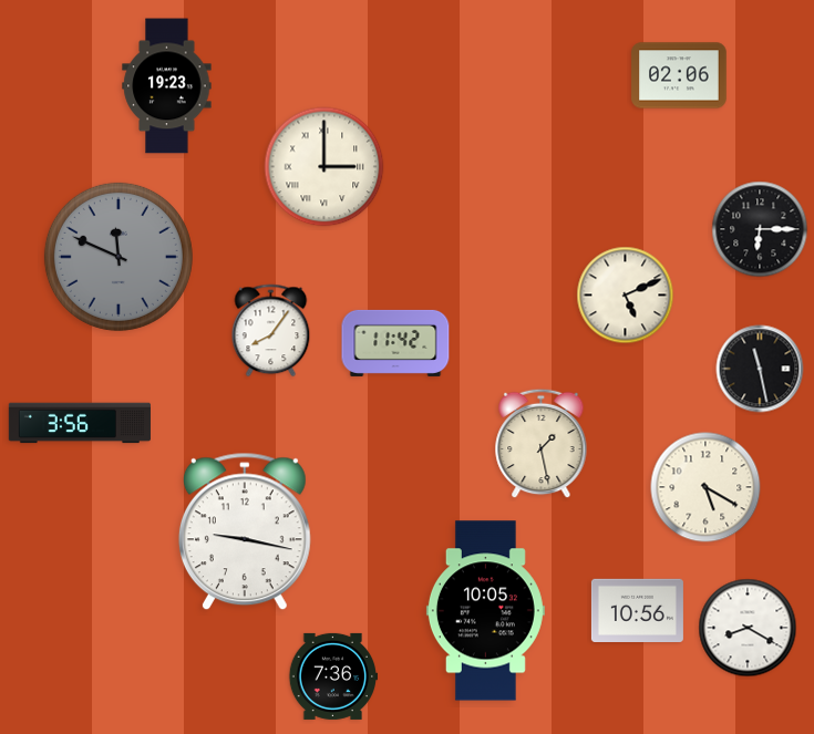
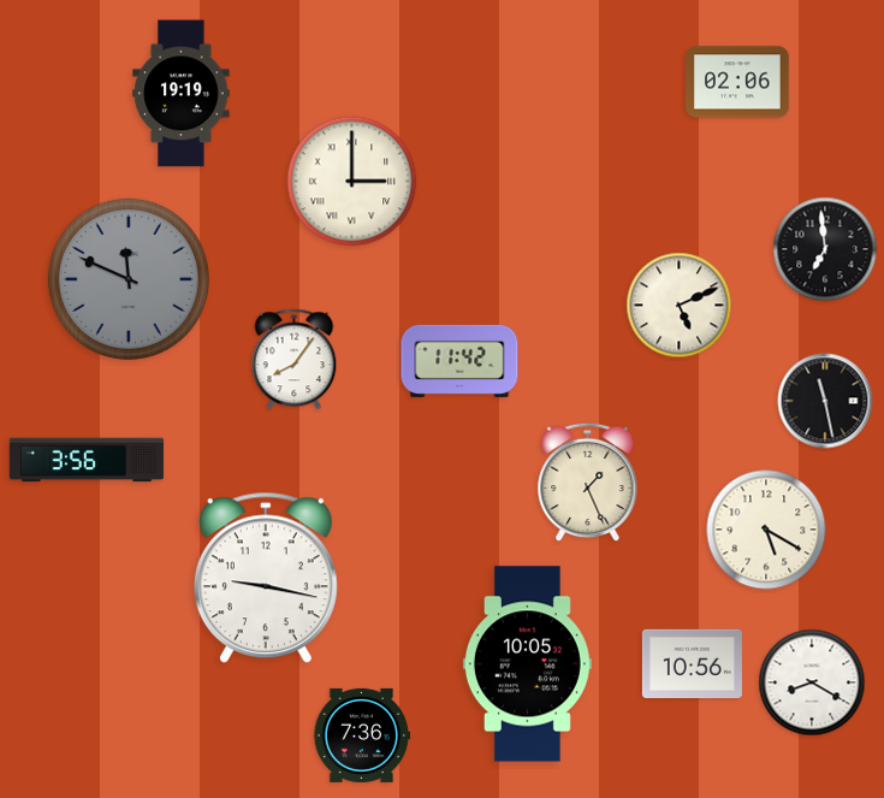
clock at (167, 86): 19:23 -> 19:19
clock at (760, 229): 6:15 -> 6:59
clock at (626, 296) position: (626, 296) -> (680, 306)
clock at (395, 343) position: (395, 343) -> (459, 361)
clock at (542, 444): 1:28 -> 1:26
